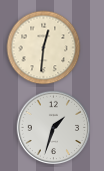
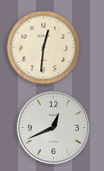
clock at (54, 128): 1:33 -> 12:41
